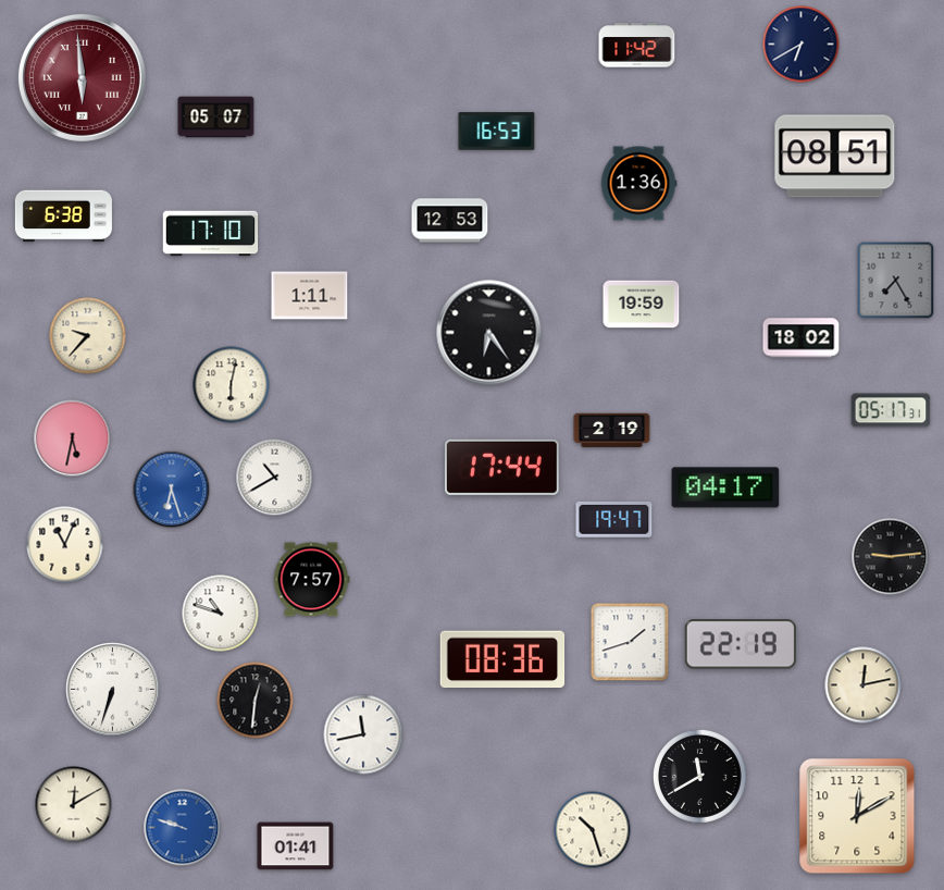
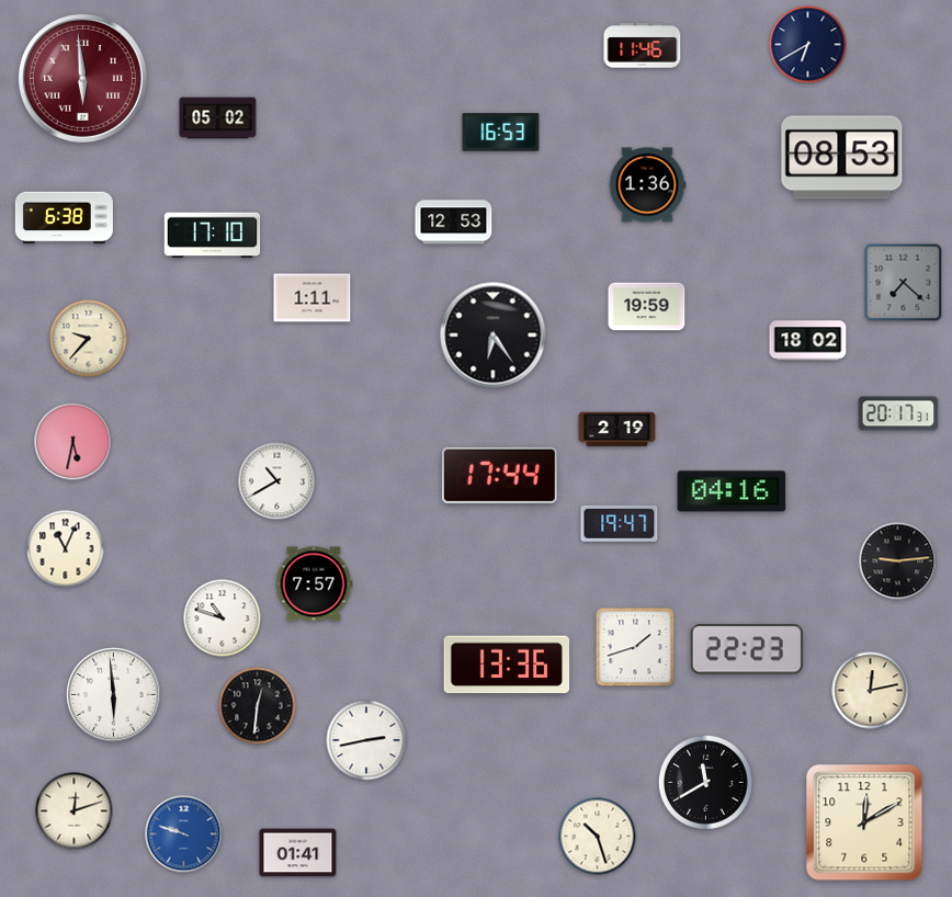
clock at (637, 46): 11:42 -> 11:46
clock at (216, 118): 05:07 -> 05:02
clock at (835, 157): 08:51 -> 08:53
clock at (638, 184) position: (638, 184) -> (647, 185)
clock at (896, 281): 7:25 -> 7:22
clock at (232, 385): 6:02 -> none
clock at (891, 410): 05:17 -> 20:17
clock at (612, 431) position: (612, 431) -> (617, 430)
clock at (502, 467) position: (502, 467) -> (500, 475)
clock at (725, 487): 04:17 -> 04:16
clock at (172, 490): 6:27 -> none
clock at (741, 644): 22:19 -> 22:23
clock at (502, 659): 08:36 -> 13:36
clock at (113, 690): 6:33 -> 5:59
clock at (363, 734): 11:43 -> 2:43
clock at (74, 805): 12:10 -> 12:12
